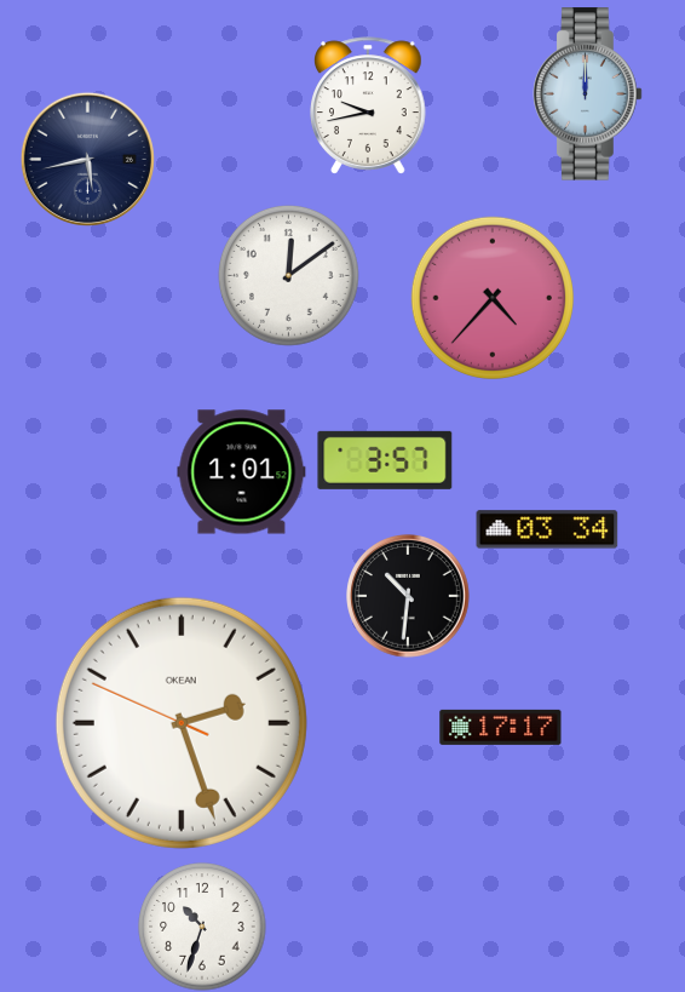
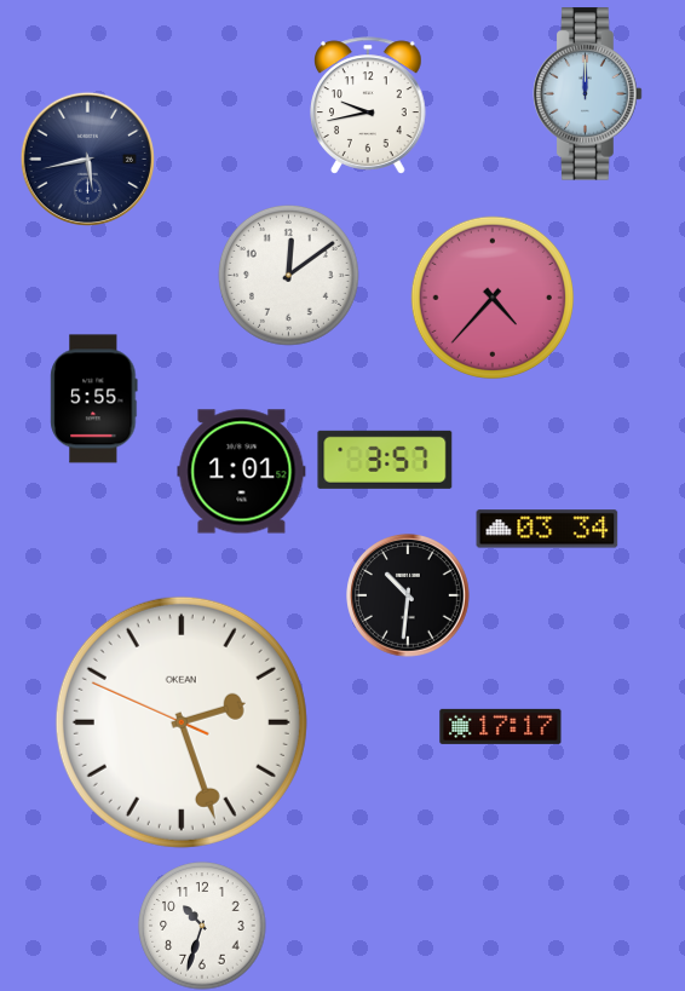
clock at (94, 399): none -> 5:55
